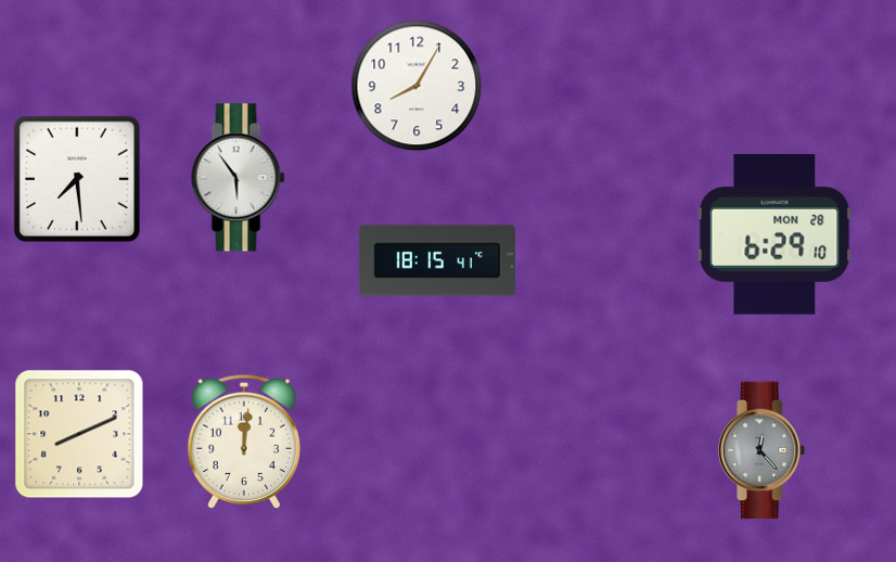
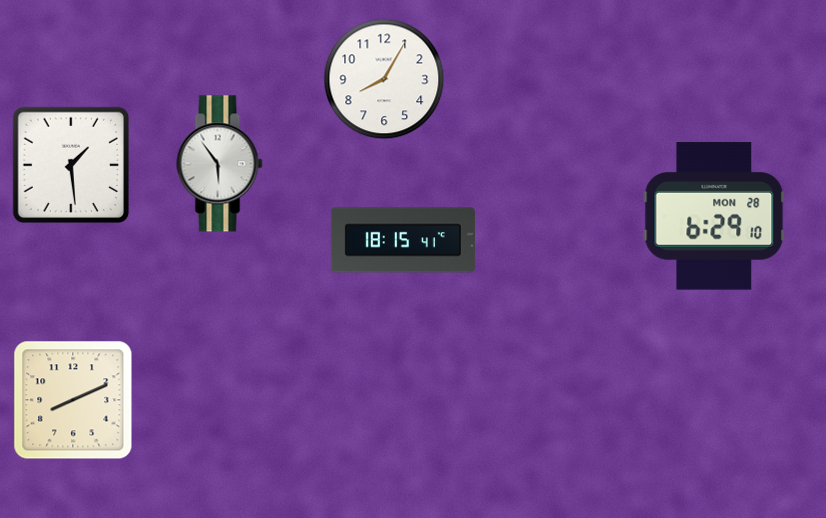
clock at (76, 178): 7:29 -> 1:29
clock at (243, 440): 12:01 -> none
clock at (763, 450): 12:23 -> none
